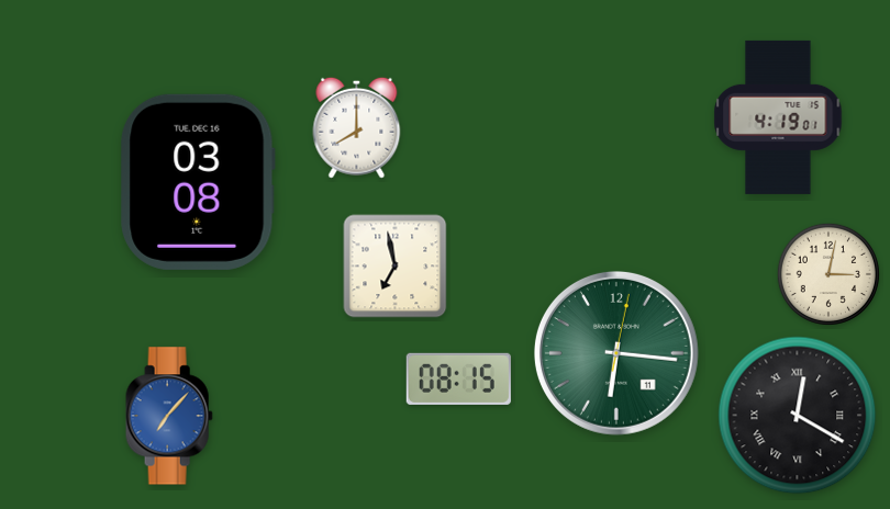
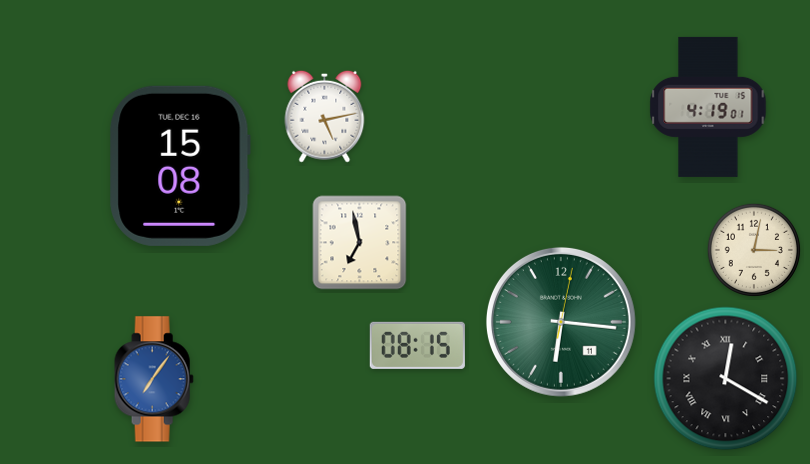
clock at (357, 127): 8:00 -> 5:13
clock at (198, 182): 03:08 -> 15:08
clock at (169, 416): 7:07 -> 7:06
